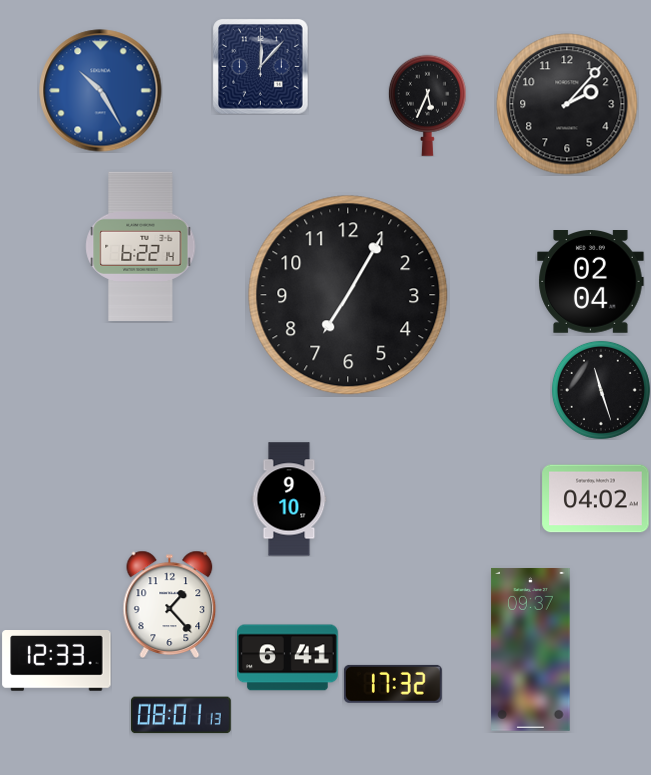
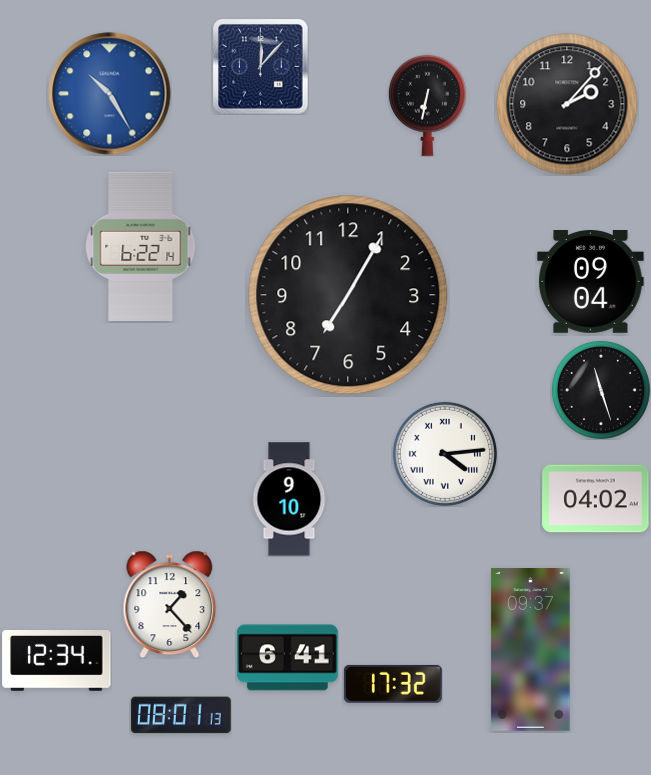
clock at (101, 91) position: (101, 91) -> (110, 94)
clock at (427, 105): 5:34 -> 6:32
clock at (591, 282): 02:04 -> 09:04
clock at (445, 454): none -> 4:14
clock at (57, 661): 12:33 -> 12:34
